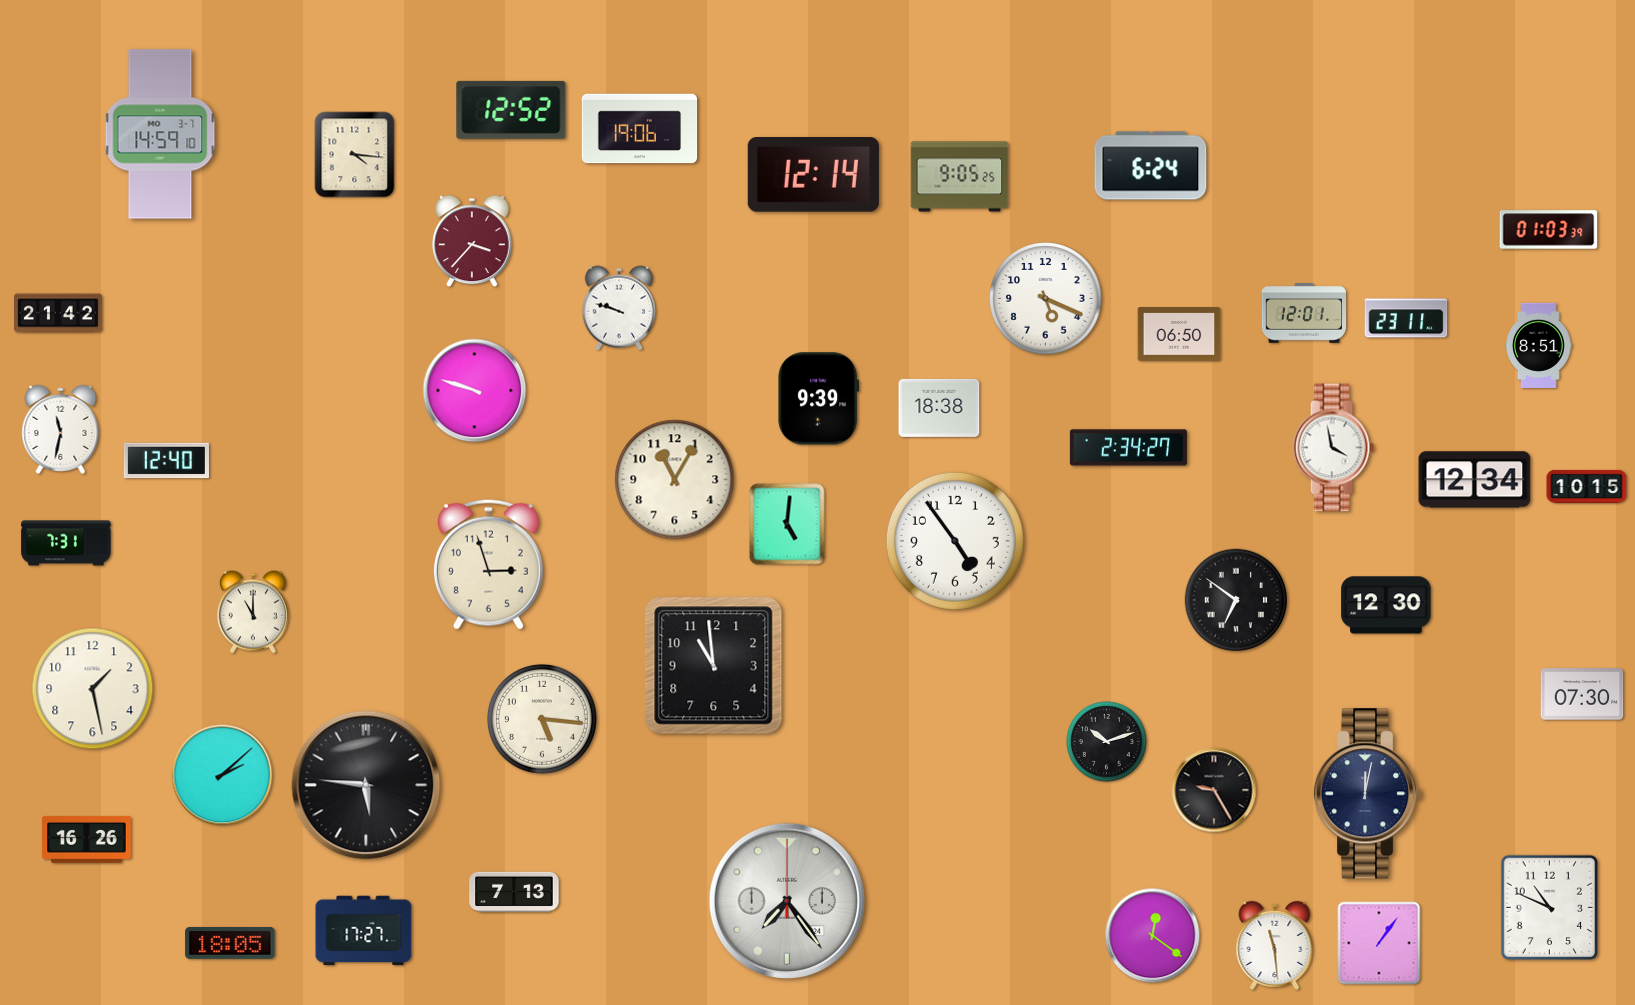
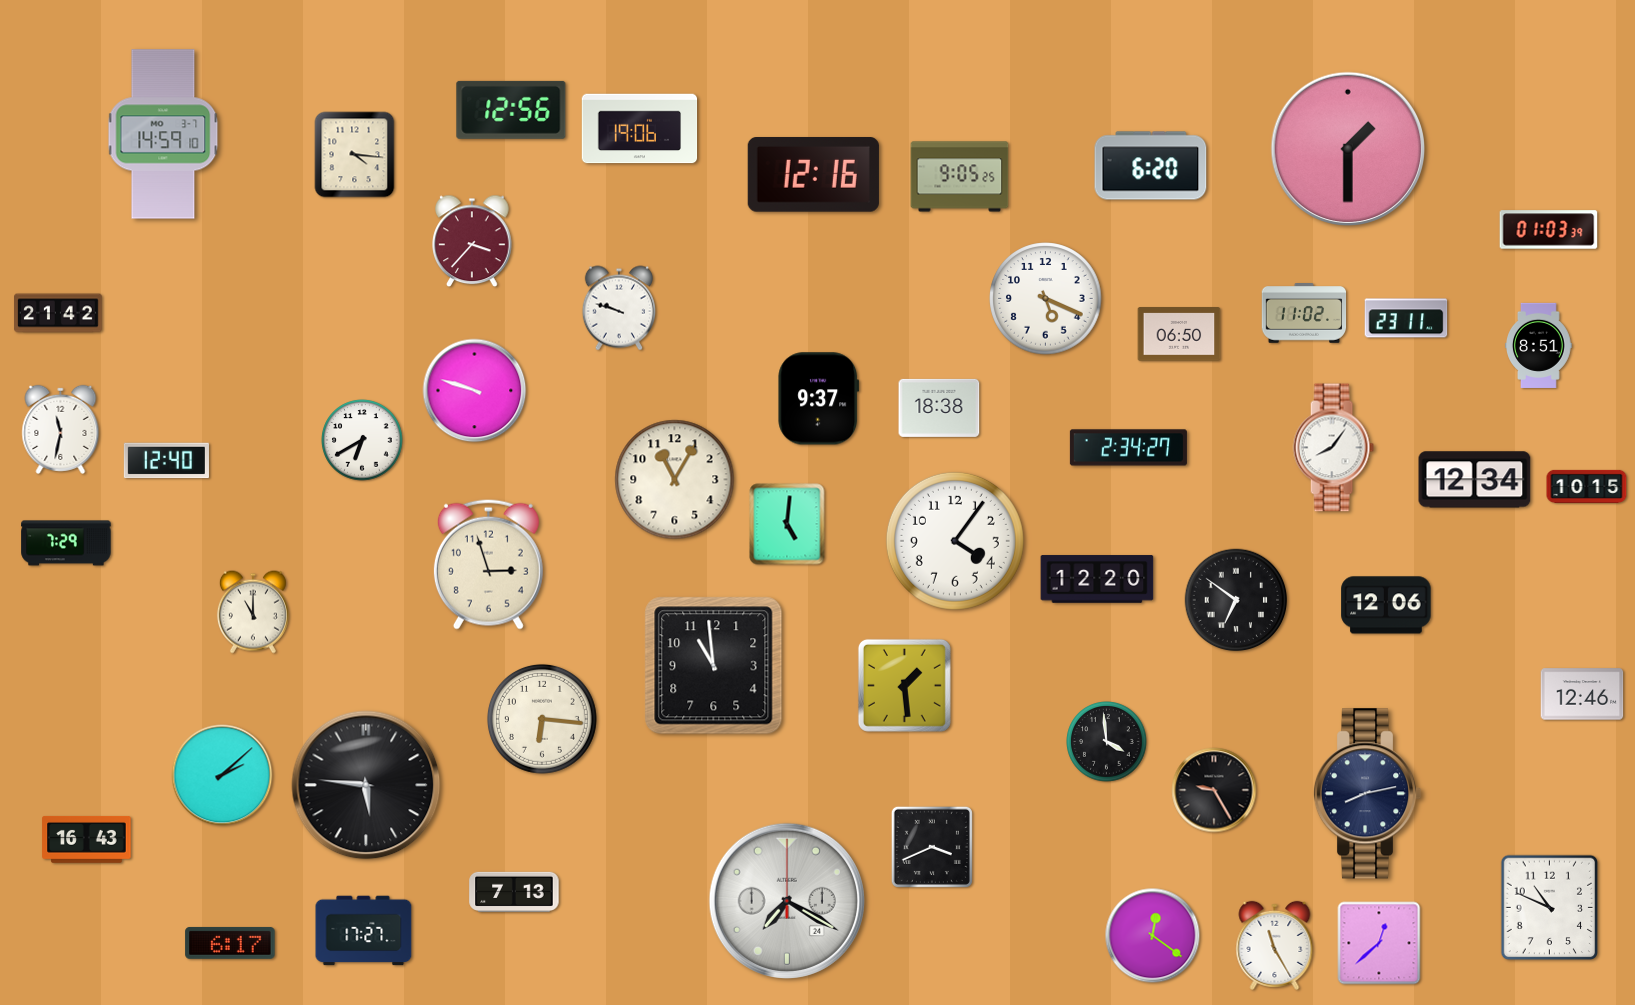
clock at (511, 110): 12:52 -> 12:56
clock at (160, 134) position: (160, 134) -> (163, 134)
clock at (1347, 148): none -> 1:30
clock at (1151, 166): 6:24 -> 6:20
clock at (813, 175): 12:14 -> 12:16
clock at (1304, 314): 12:01 -> 11:02
clock at (819, 399): 9:39 -> 9:37
clock at (362, 440): none -> 6:40
clock at (1333, 448): 3:58 -> 8:06
clock at (955, 541): 4:54 -> 4:06
clock at (66, 543): 7:31 -> 7:29
clock at (1097, 579): none -> 12:20
clock at (1386, 605): 12:30 -> 12:06
clock at (904, 685): none -> 1:29
clock at (93, 689): 1:28 -> none
clock at (1582, 694): 07:30 -> 12:46
clock at (542, 719): 5:16 -> 6:16
clock at (1107, 742): 10:12 -> 3:59
clock at (1367, 794): 12:02 -> 8:13
clock at (87, 840): 16:26 -> 16:43
clock at (932, 847): none -> 3:41
clock at (787, 901): 7:24 -> 7:20
clock at (230, 943): 18:05 -> 6:17
clock at (1379, 943): 1:06 -> 12:38
clock at (1275, 945): 11:29 -> 11:25
